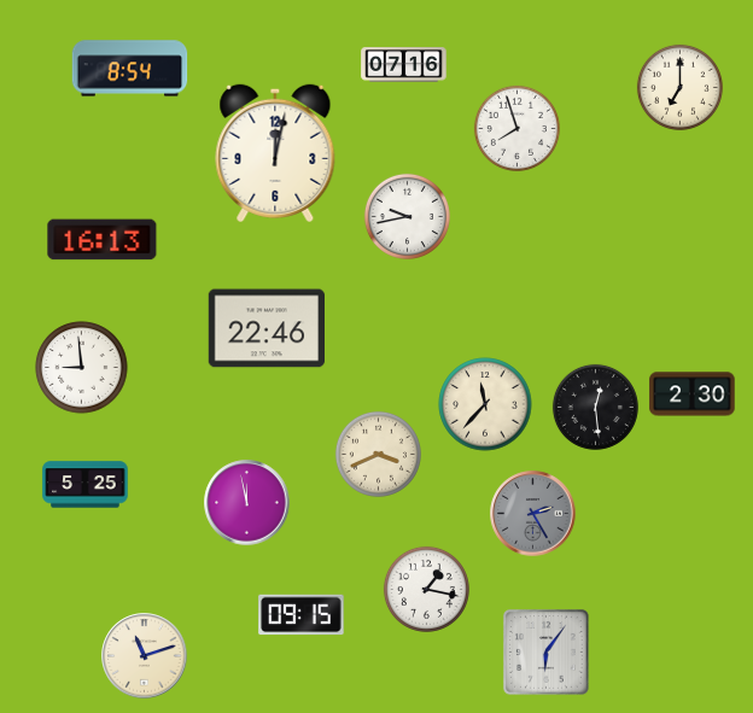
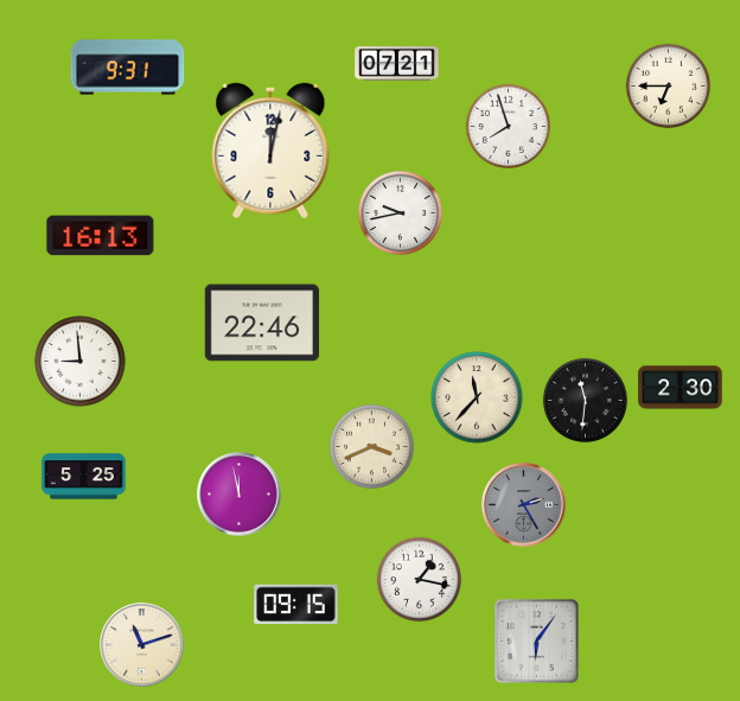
clock at (404, 65): 07:16 -> 07:21
clock at (130, 69): 8:54 -> 9:31
clock at (679, 87): 7:00 -> 6:45
clock at (595, 407): 12:29 -> 11:31
clock at (247, 503) position: (247, 503) -> (240, 495)
